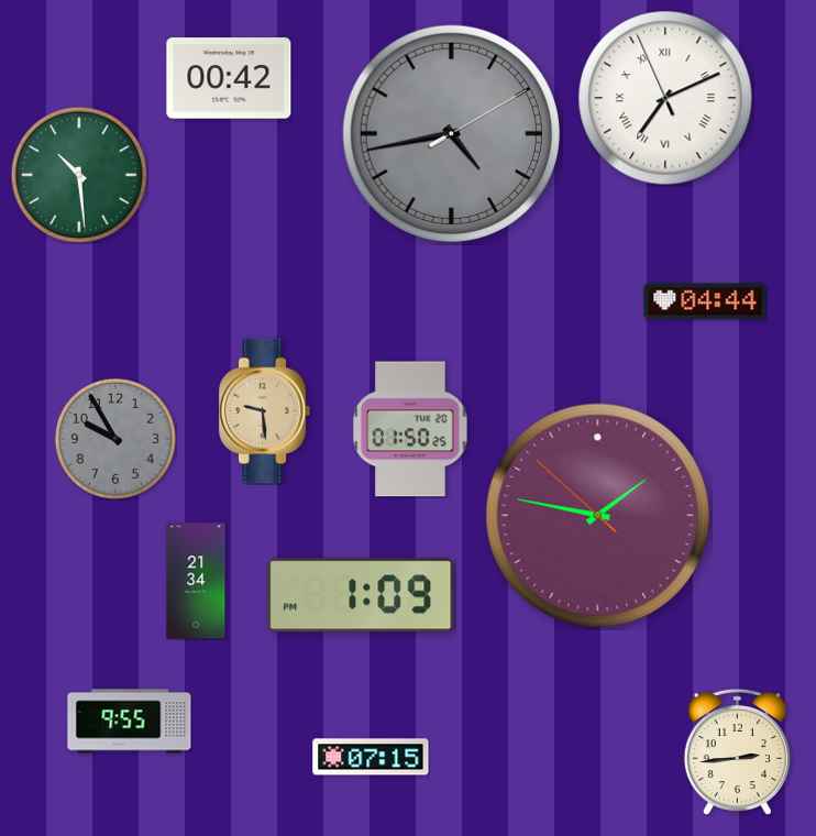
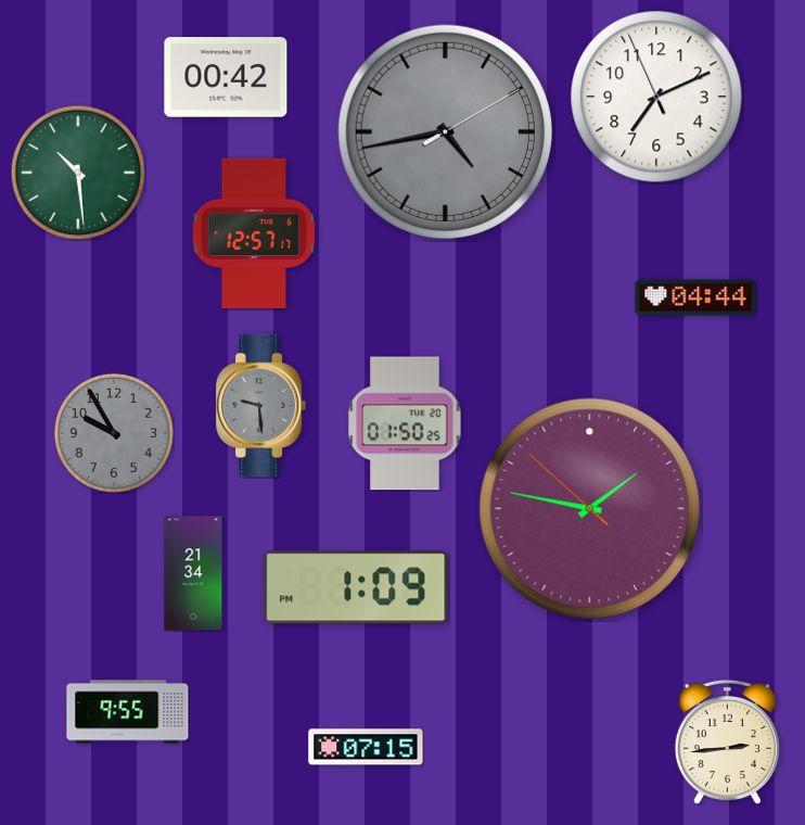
clock at (665, 98) numerals: Roman -> Arabic
clock at (254, 233): none -> 12:57
clock at (265, 411) dial: champagne -> grey
